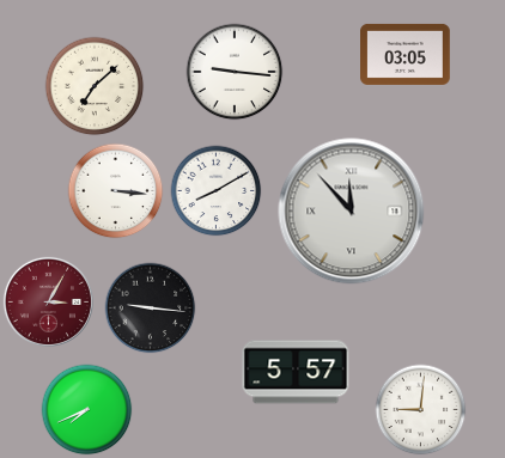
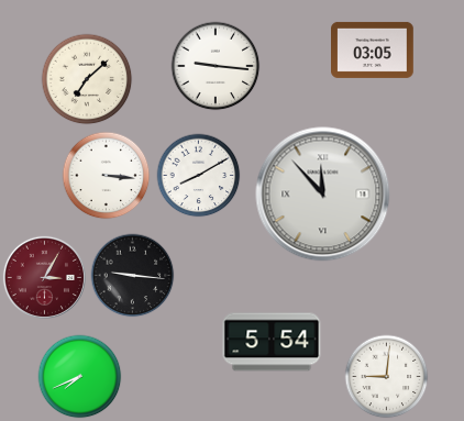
clock at (151, 309) position: (151, 309) -> (133, 276)
clock at (296, 372): 5:57 -> 5:54
